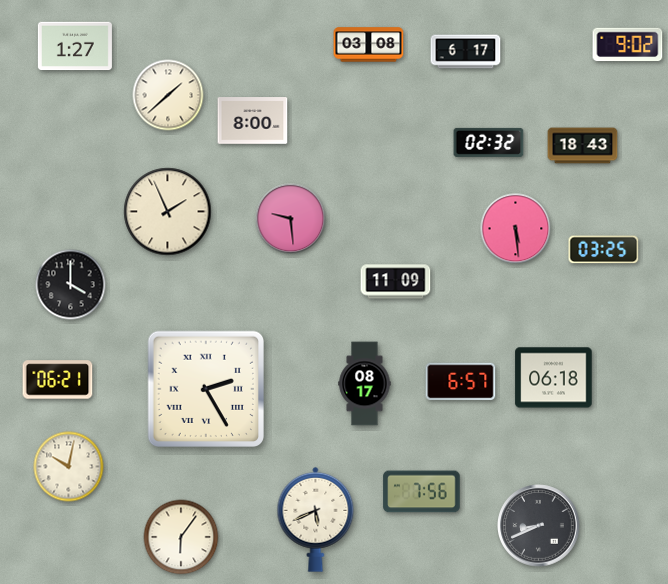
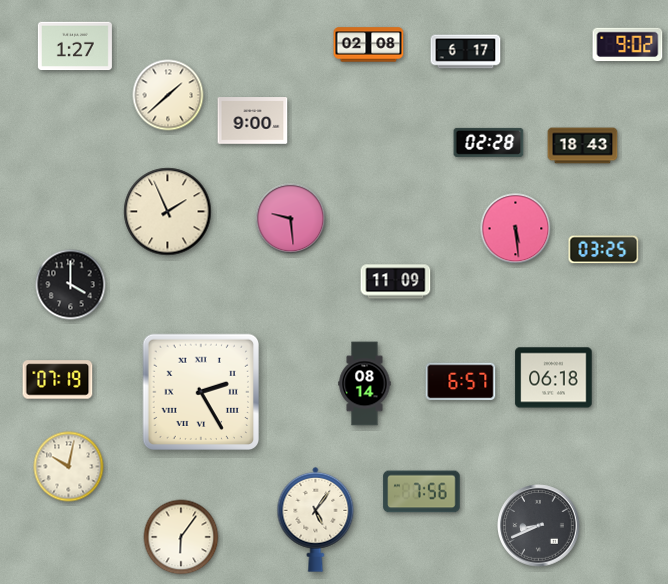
clock at (369, 45): 03:08 -> 02:08
clock at (253, 121): 8:00 -> 9:00
clock at (489, 142): 02:32 -> 02:28
clock at (58, 380): 06:21 -> 07:19
clock at (365, 384): 08:17 -> 08:14
clock at (205, 388) position: (205, 388) -> (200, 391)
clock at (316, 519): 5:41 -> 5:06
